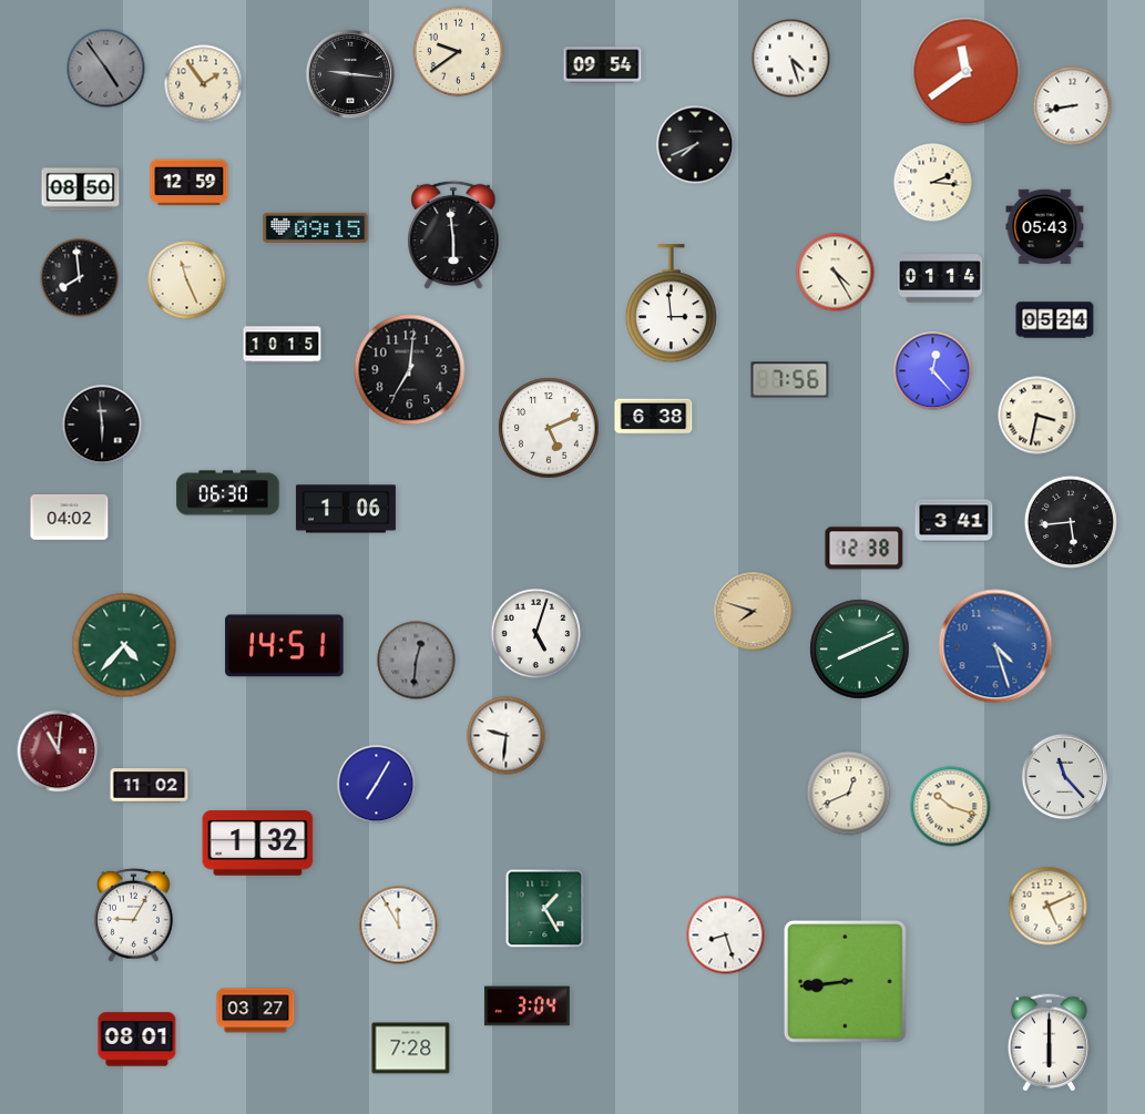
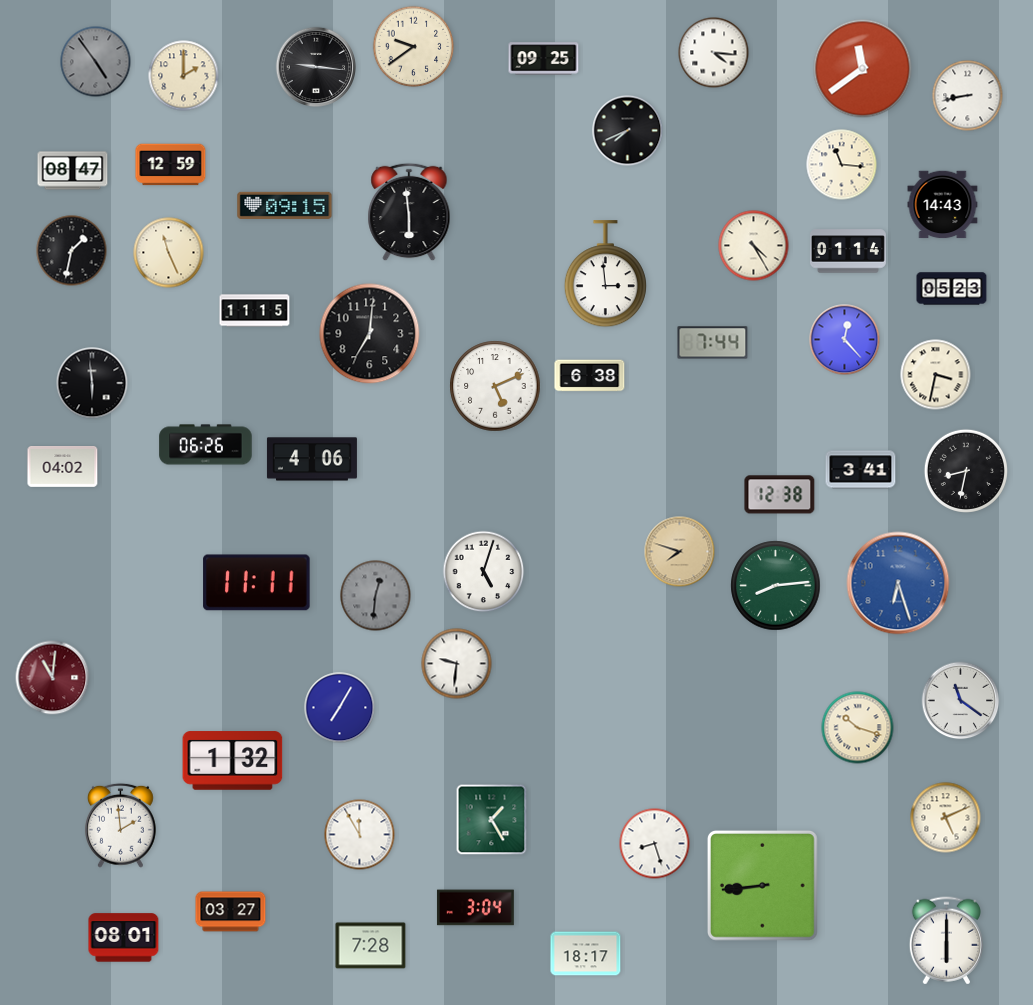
clock at (791, 59): 4:27 -> 4:16
clock at (603, 65): 09:54 -> 09:25
clock at (967, 72) position: (967, 72) -> (863, 69)
clock at (204, 84): 1:54 -> 2:00
clock at (933, 183): 2:16 -> 11:16
clock at (81, 190): 08:50 -> 08:47
clock at (1045, 227): 05:43 -> 14:43
clock at (80, 278): 7:59 -> 1:32
clock at (1055, 320): 05:24 -> 05:23
clock at (283, 345): 10:15 -> 11:15
clock at (933, 371) position: (933, 371) -> (845, 340)
clock at (790, 380): 7:56 -> 7:44
clock at (228, 493): 06:30 -> 06:26
clock at (346, 509): 1:06 -> 4:06
clock at (1071, 522): 5:44 -> 8:32
clock at (124, 645): 4:37 -> none
clock at (285, 646): 14:51 -> 11:11
clock at (995, 646): 4:27 -> 6:27
clock at (860, 650): 8:11 -> 8:14
clock at (1065, 777): 11:23 -> 11:21
clock at (150, 786): 11:02 -> none
clock at (849, 794): 12:41 -> none
clock at (133, 914): 9:05 -> 1:59
clock at (586, 954): none -> 18:17
